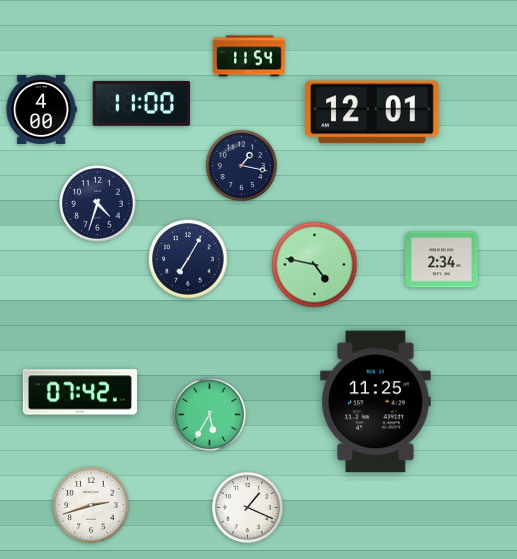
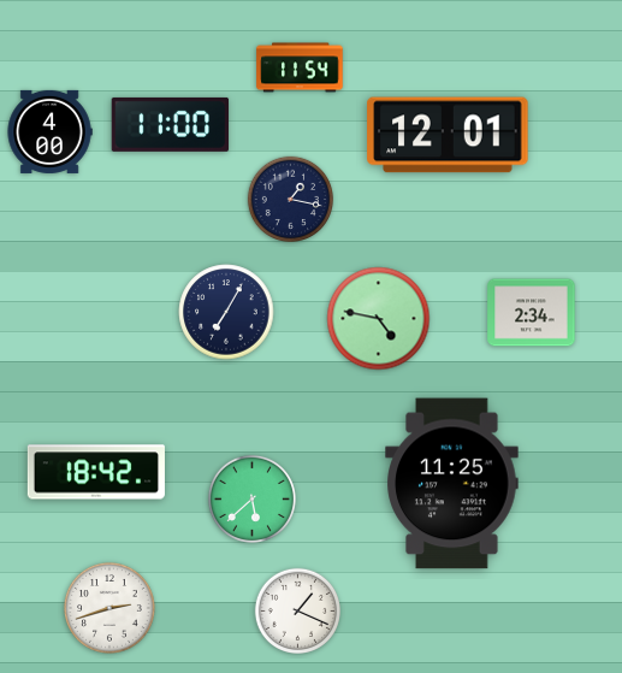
clock at (98, 204): 4:33 -> none
clock at (80, 392): 07:42 -> 18:42
clock at (209, 414): 5:35 -> 5:38
